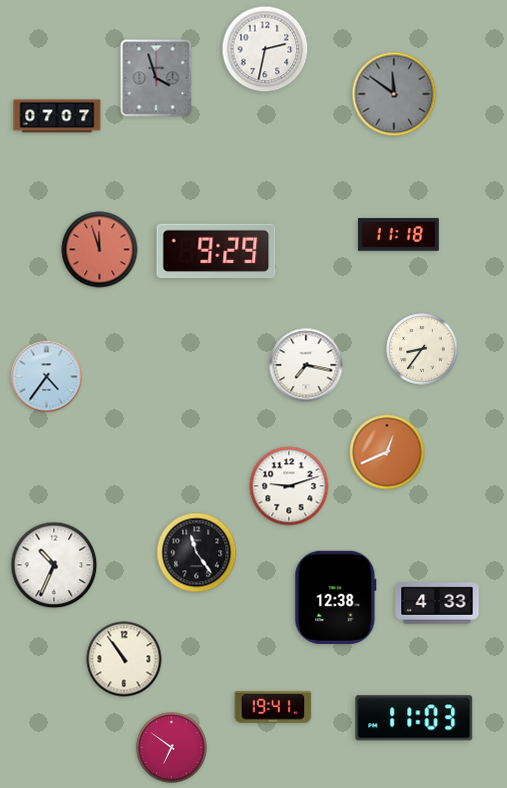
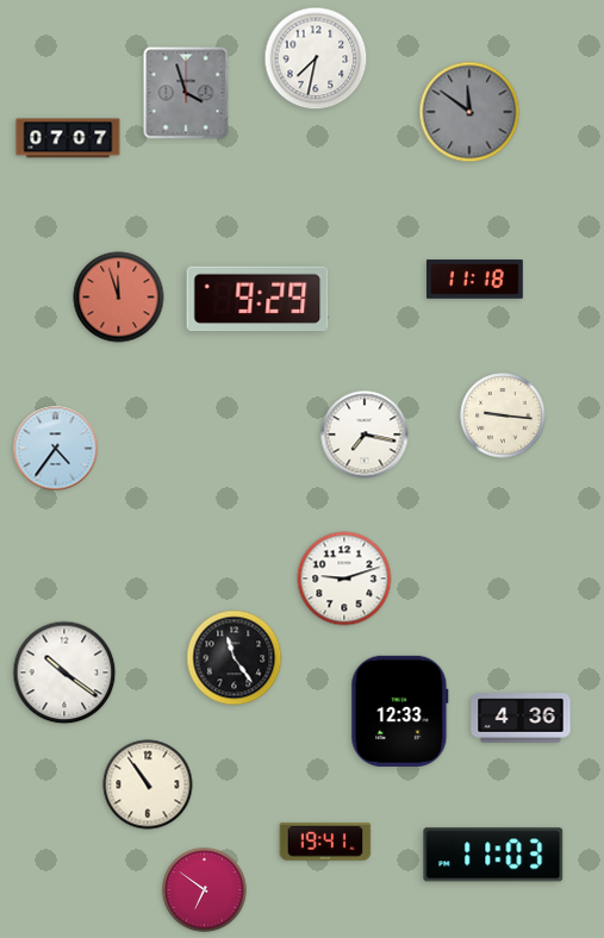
clock at (265, 49): 2:32 -> 7:32
clock at (422, 349): 8:36 -> 9:16
clock at (387, 452): 12:41 -> none
clock at (54, 565): 10:34 -> 10:21
clock at (336, 597): 12:38 -> 12:33
clock at (437, 603): 4:33 -> 4:36
